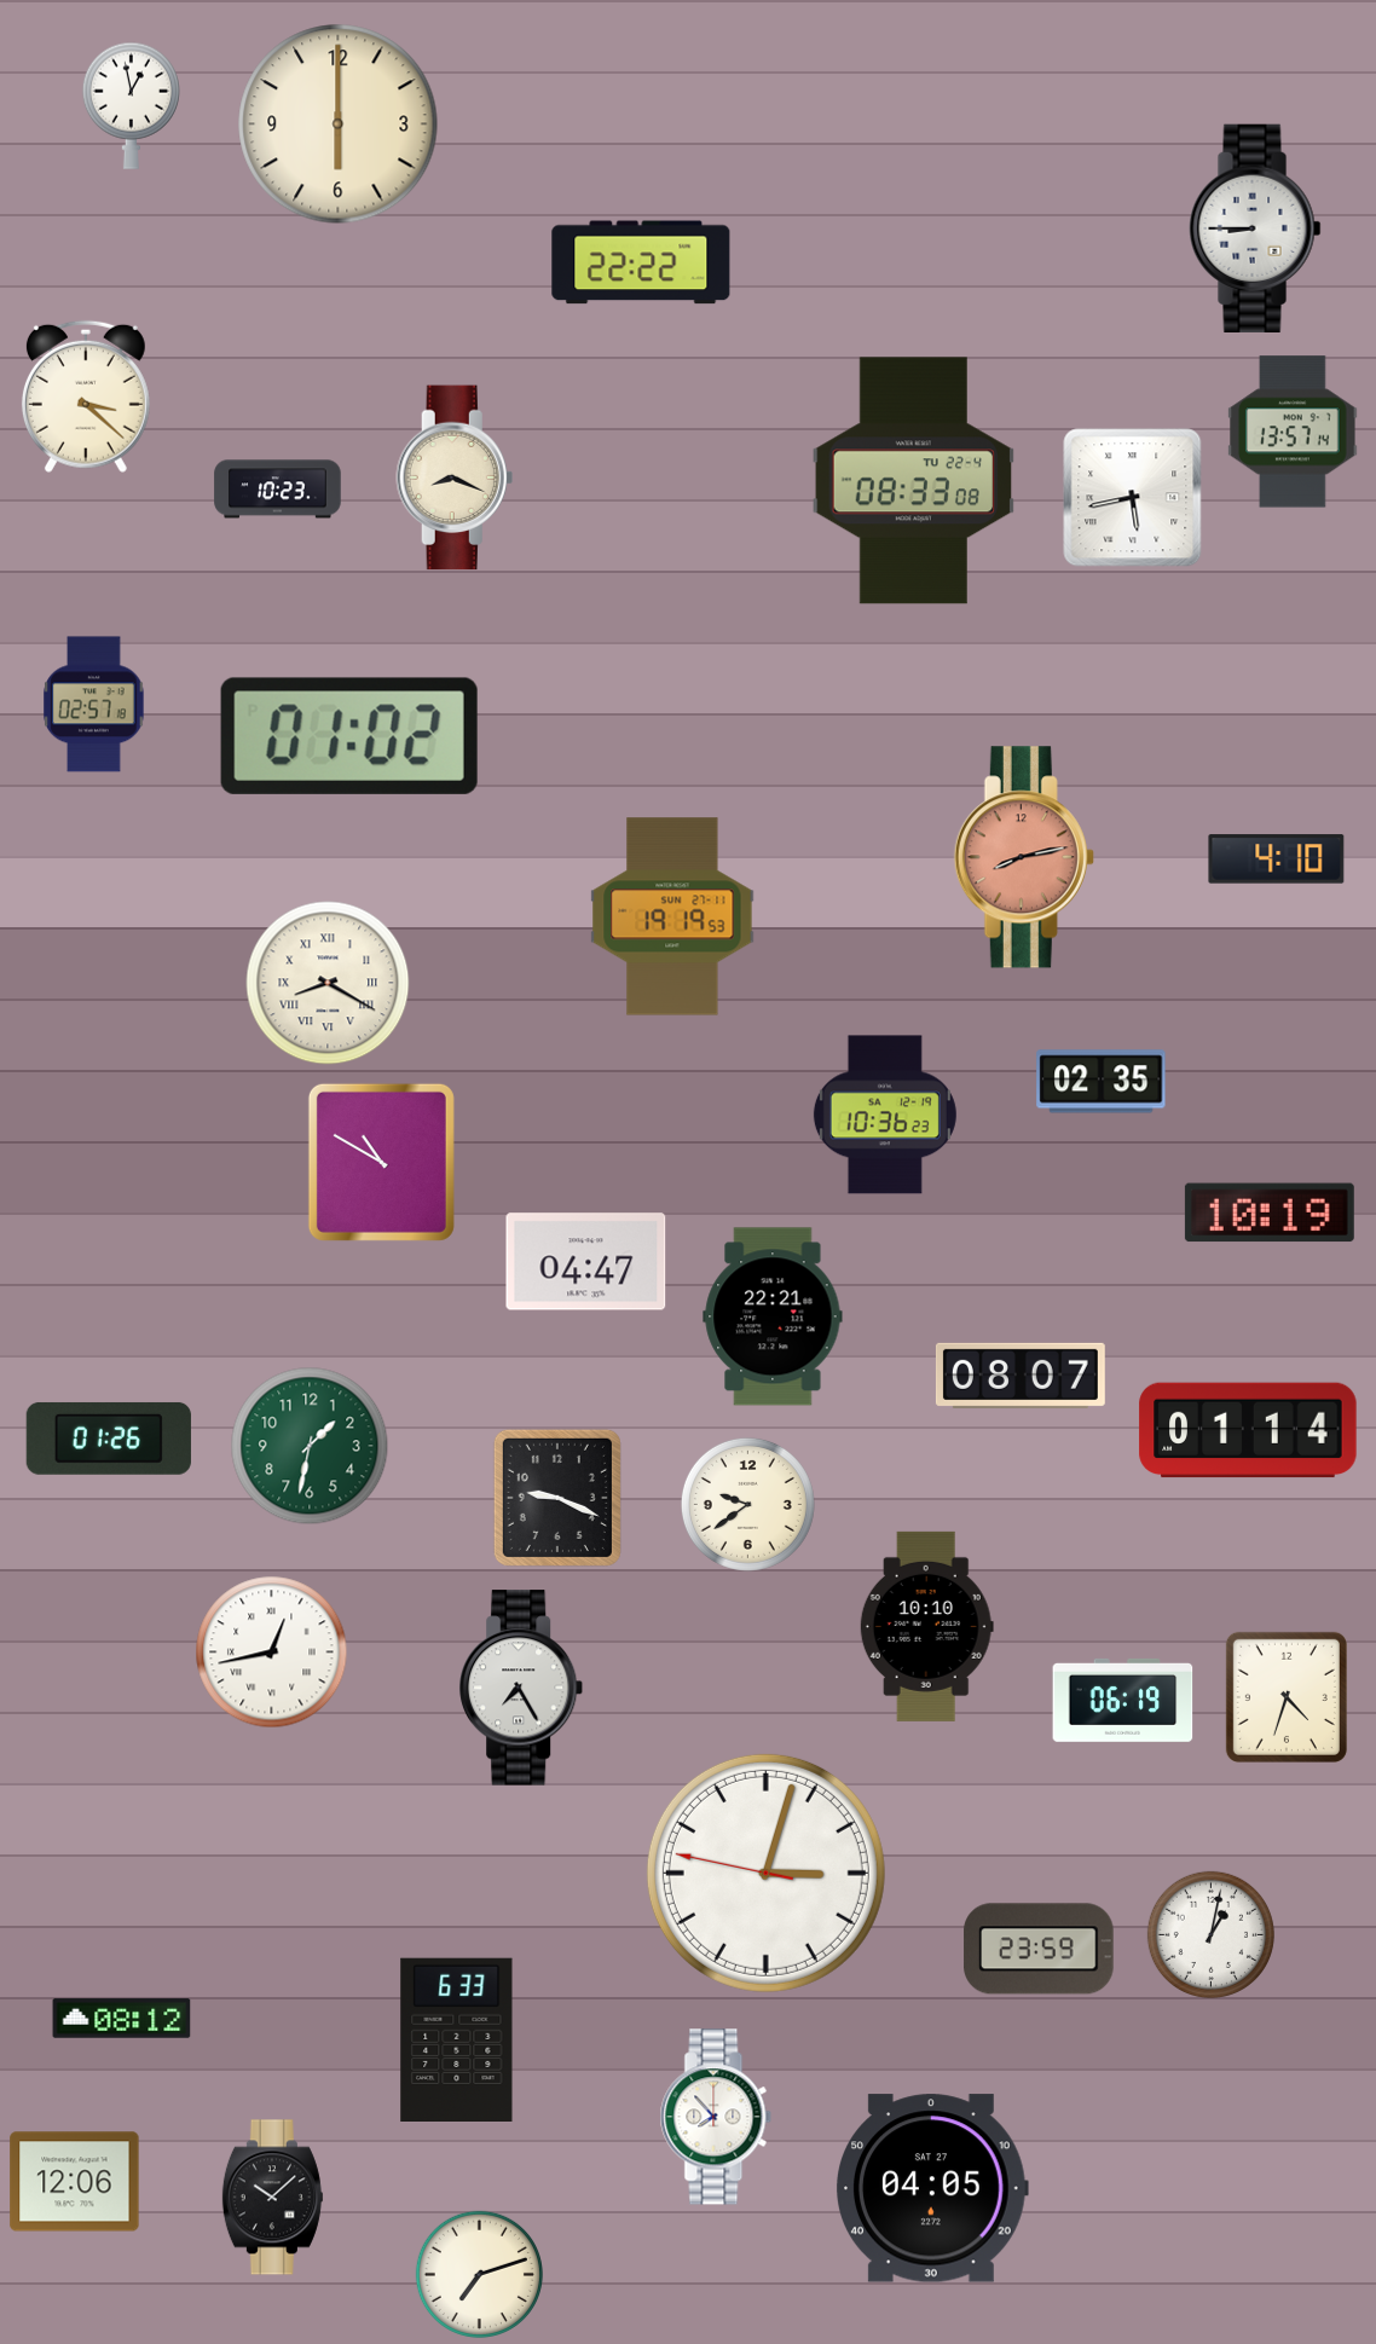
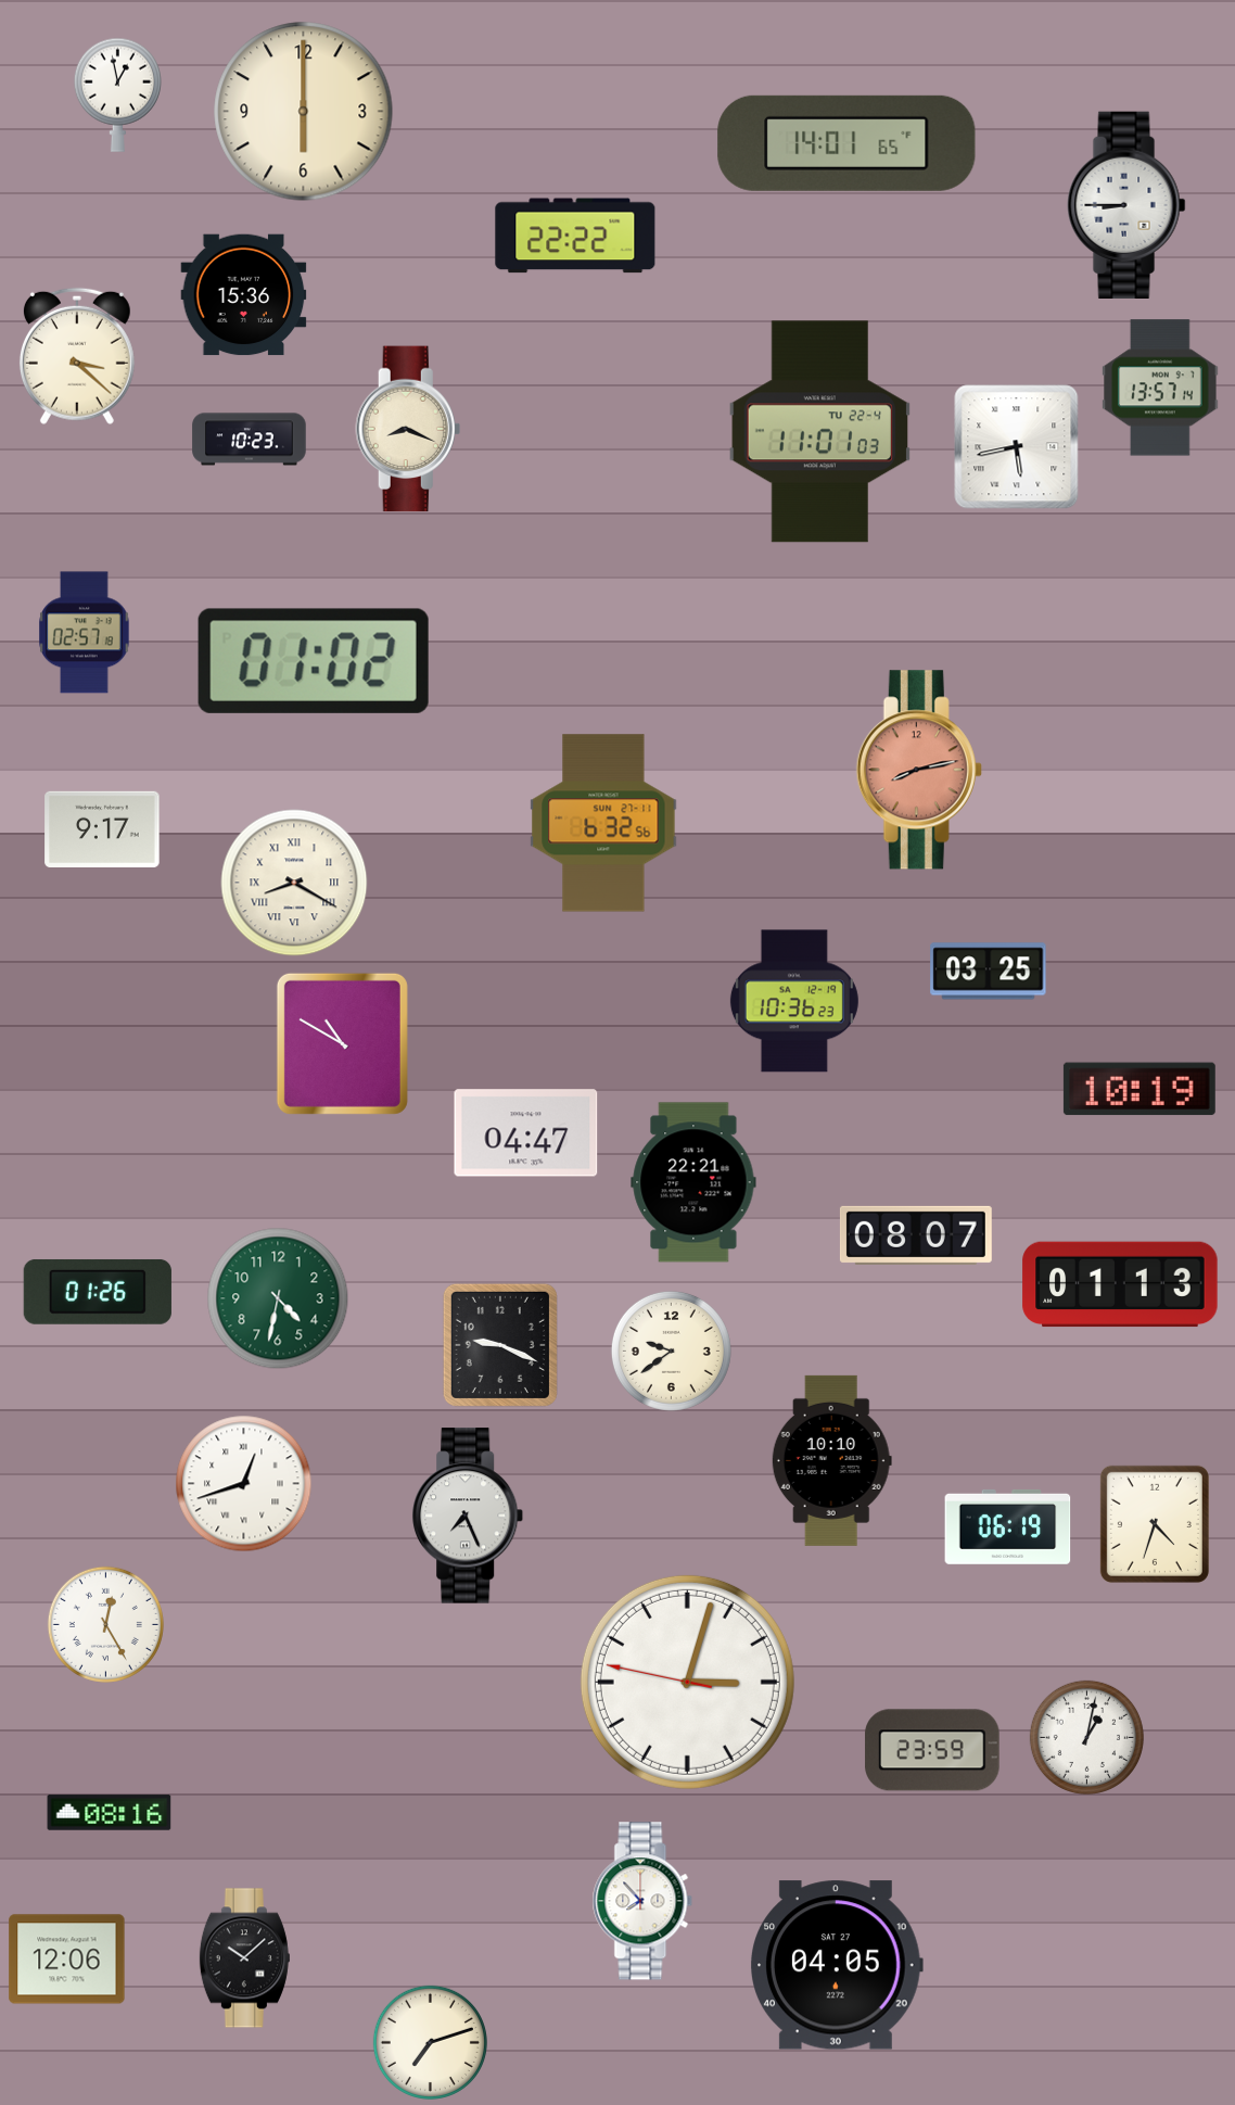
clock at (846, 143): none -> 14:01
clock at (244, 295): none -> 15:36
clock at (913, 481): 08:33 -> 11:01
clock at (1277, 860): 4:10 -> none
clock at (672, 916): 19:19 -> 6:32
clock at (102, 829): none -> 9:17
clock at (1102, 1082): 02:35 -> 03:25
clock at (1248, 1430): 01:14 -> 01:13
clock at (310, 1446): 1:32 -> 4:32
clock at (272, 1653): 12:43 -> 12:42
clock at (521, 1688): 7:25 -> 7:26
clock at (105, 1624): none -> 12:25
clock at (122, 2019): 08:12 -> 08:16
clock at (457, 2039): 6:33 -> none
clock at (272, 2198) position: (272, 2198) -> (244, 1958)
